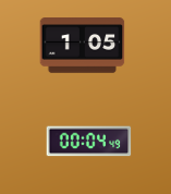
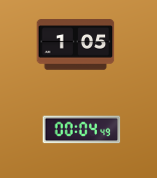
clock at (82, 46) position: (82, 46) -> (75, 45)
